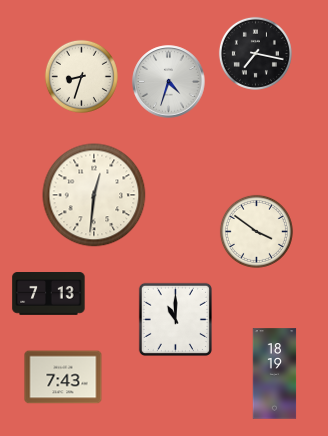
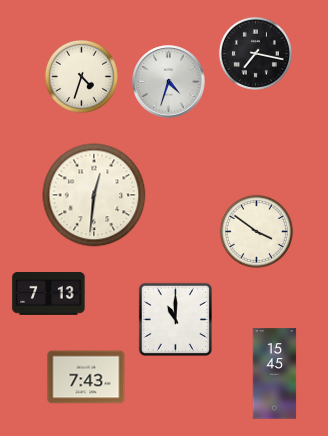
clock at (81, 76): 8:33 -> 4:33
clock at (275, 374): 18:19 -> 15:45
clock at (63, 377) position: (63, 377) -> (86, 377)
